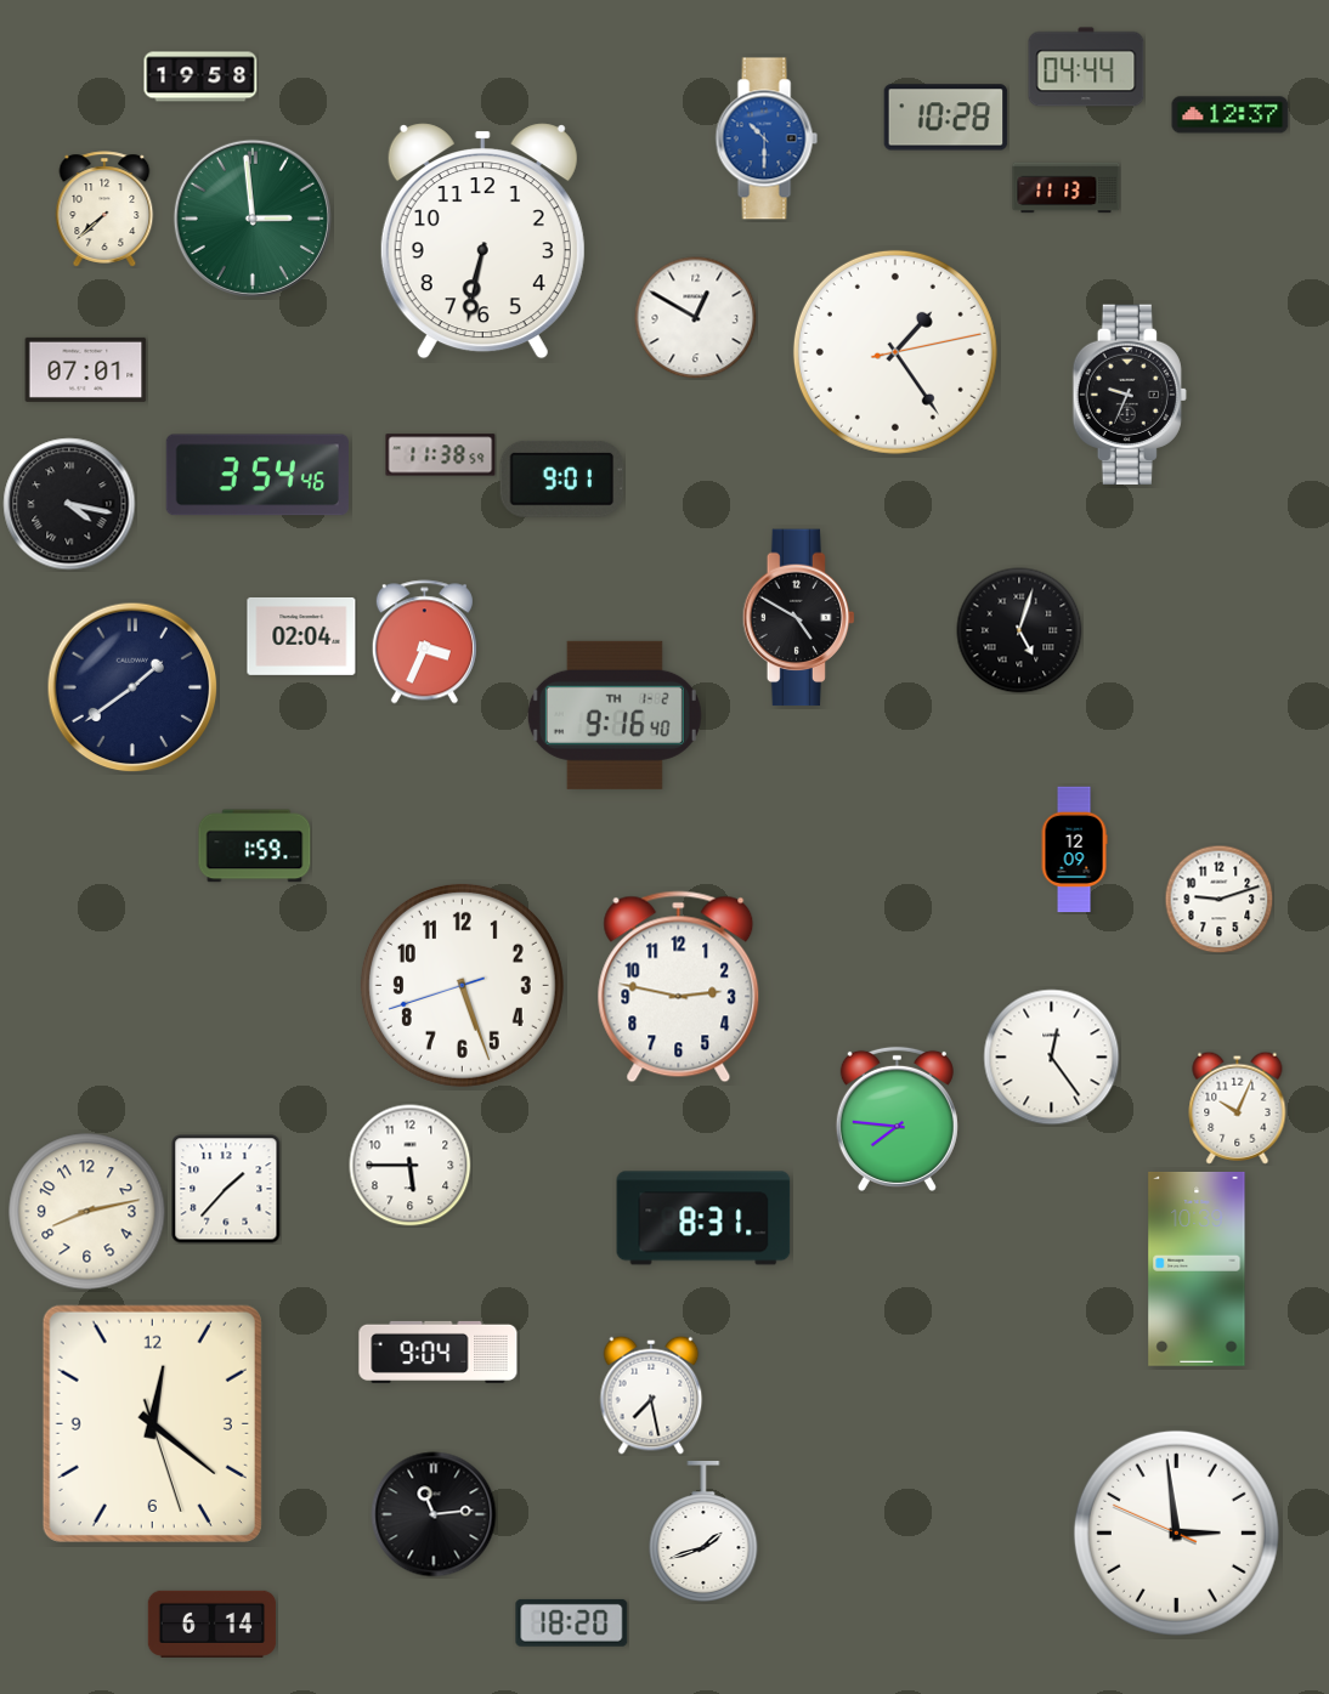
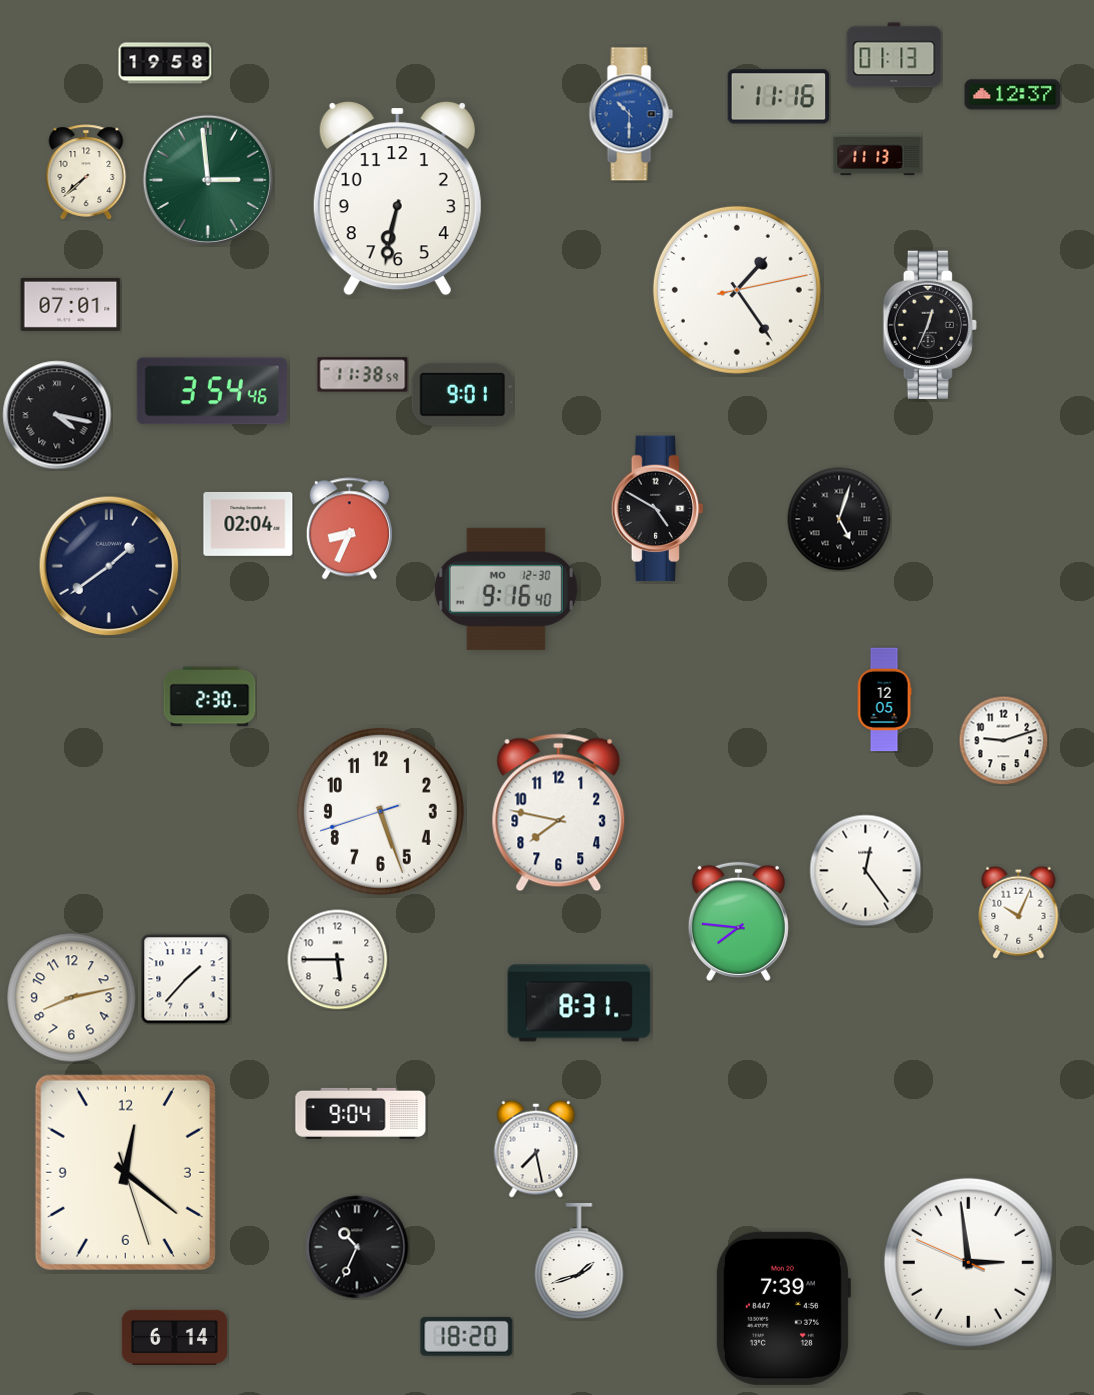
clock at (1086, 67): 04:44 -> 01:13
clock at (946, 118): 10:28 -> 11:16
clock at (696, 318): 12:50 -> none
clock at (1130, 393): 9:34 -> 12:34
clock at (424, 642): 3:34 -> 8:34
clock at (615, 715) date: TH 1-2 -> MO 12-30
clock at (255, 846): 1:59 -> 2:30
clock at (1074, 850): 12:09 -> 12:05
clock at (679, 987): 2:47 -> 7:47
clock at (1197, 1269): 10:39 -> none
clock at (434, 1514): 11:14 -> 10:34
clock at (783, 1308): none -> 7:39
clock at (572, 1622) position: (572, 1622) -> (467, 1336)
